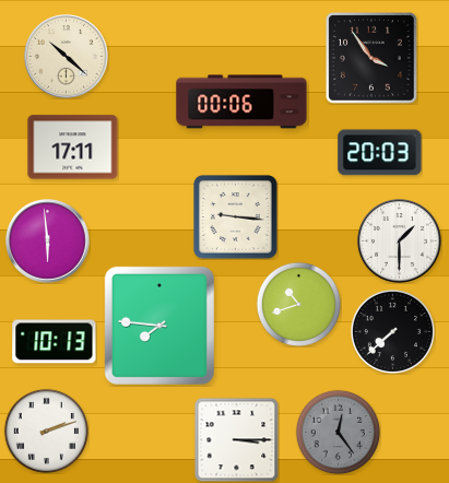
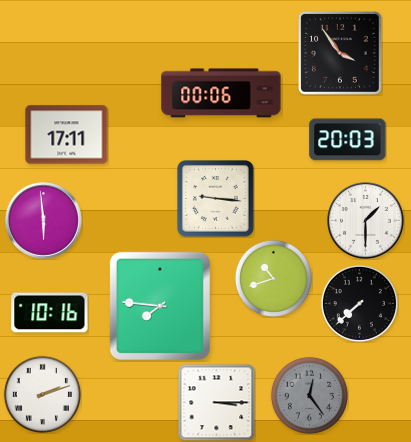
clock at (67, 57): 10:22 -> none
clock at (159, 326) position: (159, 326) -> (160, 306)
clock at (55, 342): 10:13 -> 10:16
